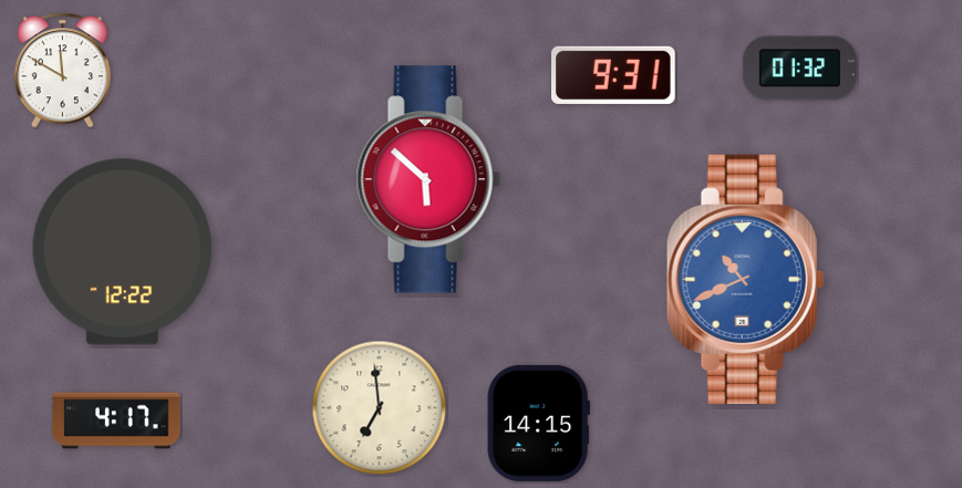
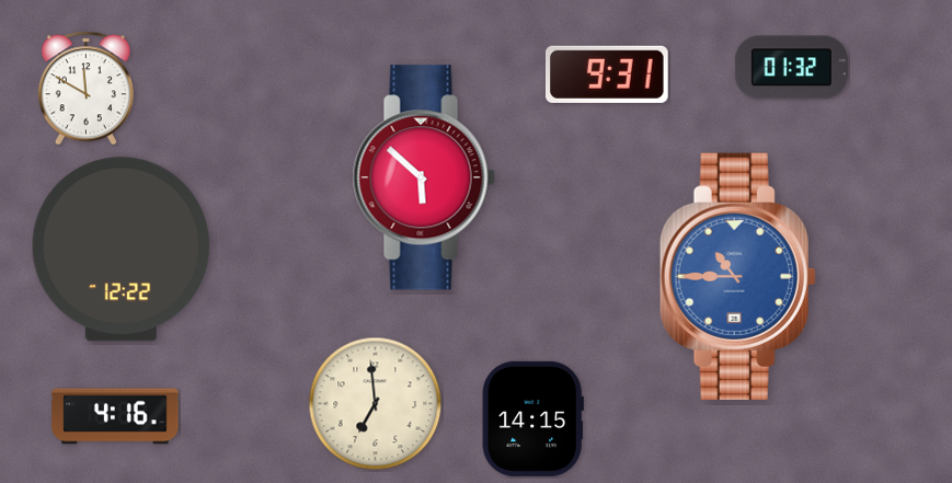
clock at (62, 71) position: (62, 71) -> (85, 89)
clock at (745, 279): 10:41 -> 10:45
clock at (116, 420): 4:17 -> 4:16
